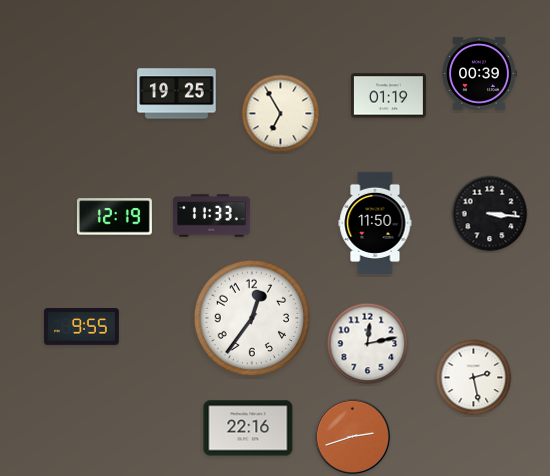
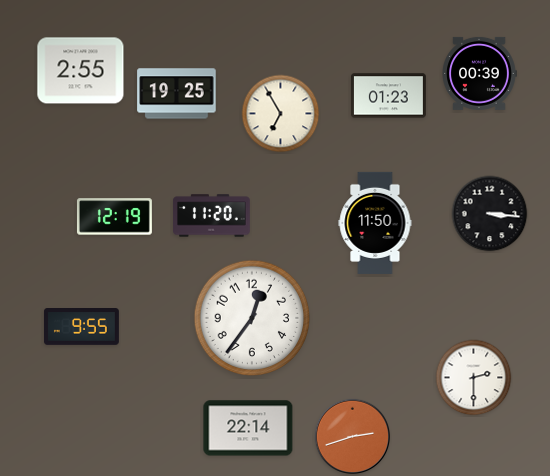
clock at (81, 71): none -> 2:55
clock at (388, 96): 01:19 -> 01:23
clock at (212, 216): 11:33 -> 11:20
clock at (368, 344): 12:13 -> none
clock at (474, 378): 2:28 -> 2:30
clock at (248, 428): 22:16 -> 22:14
